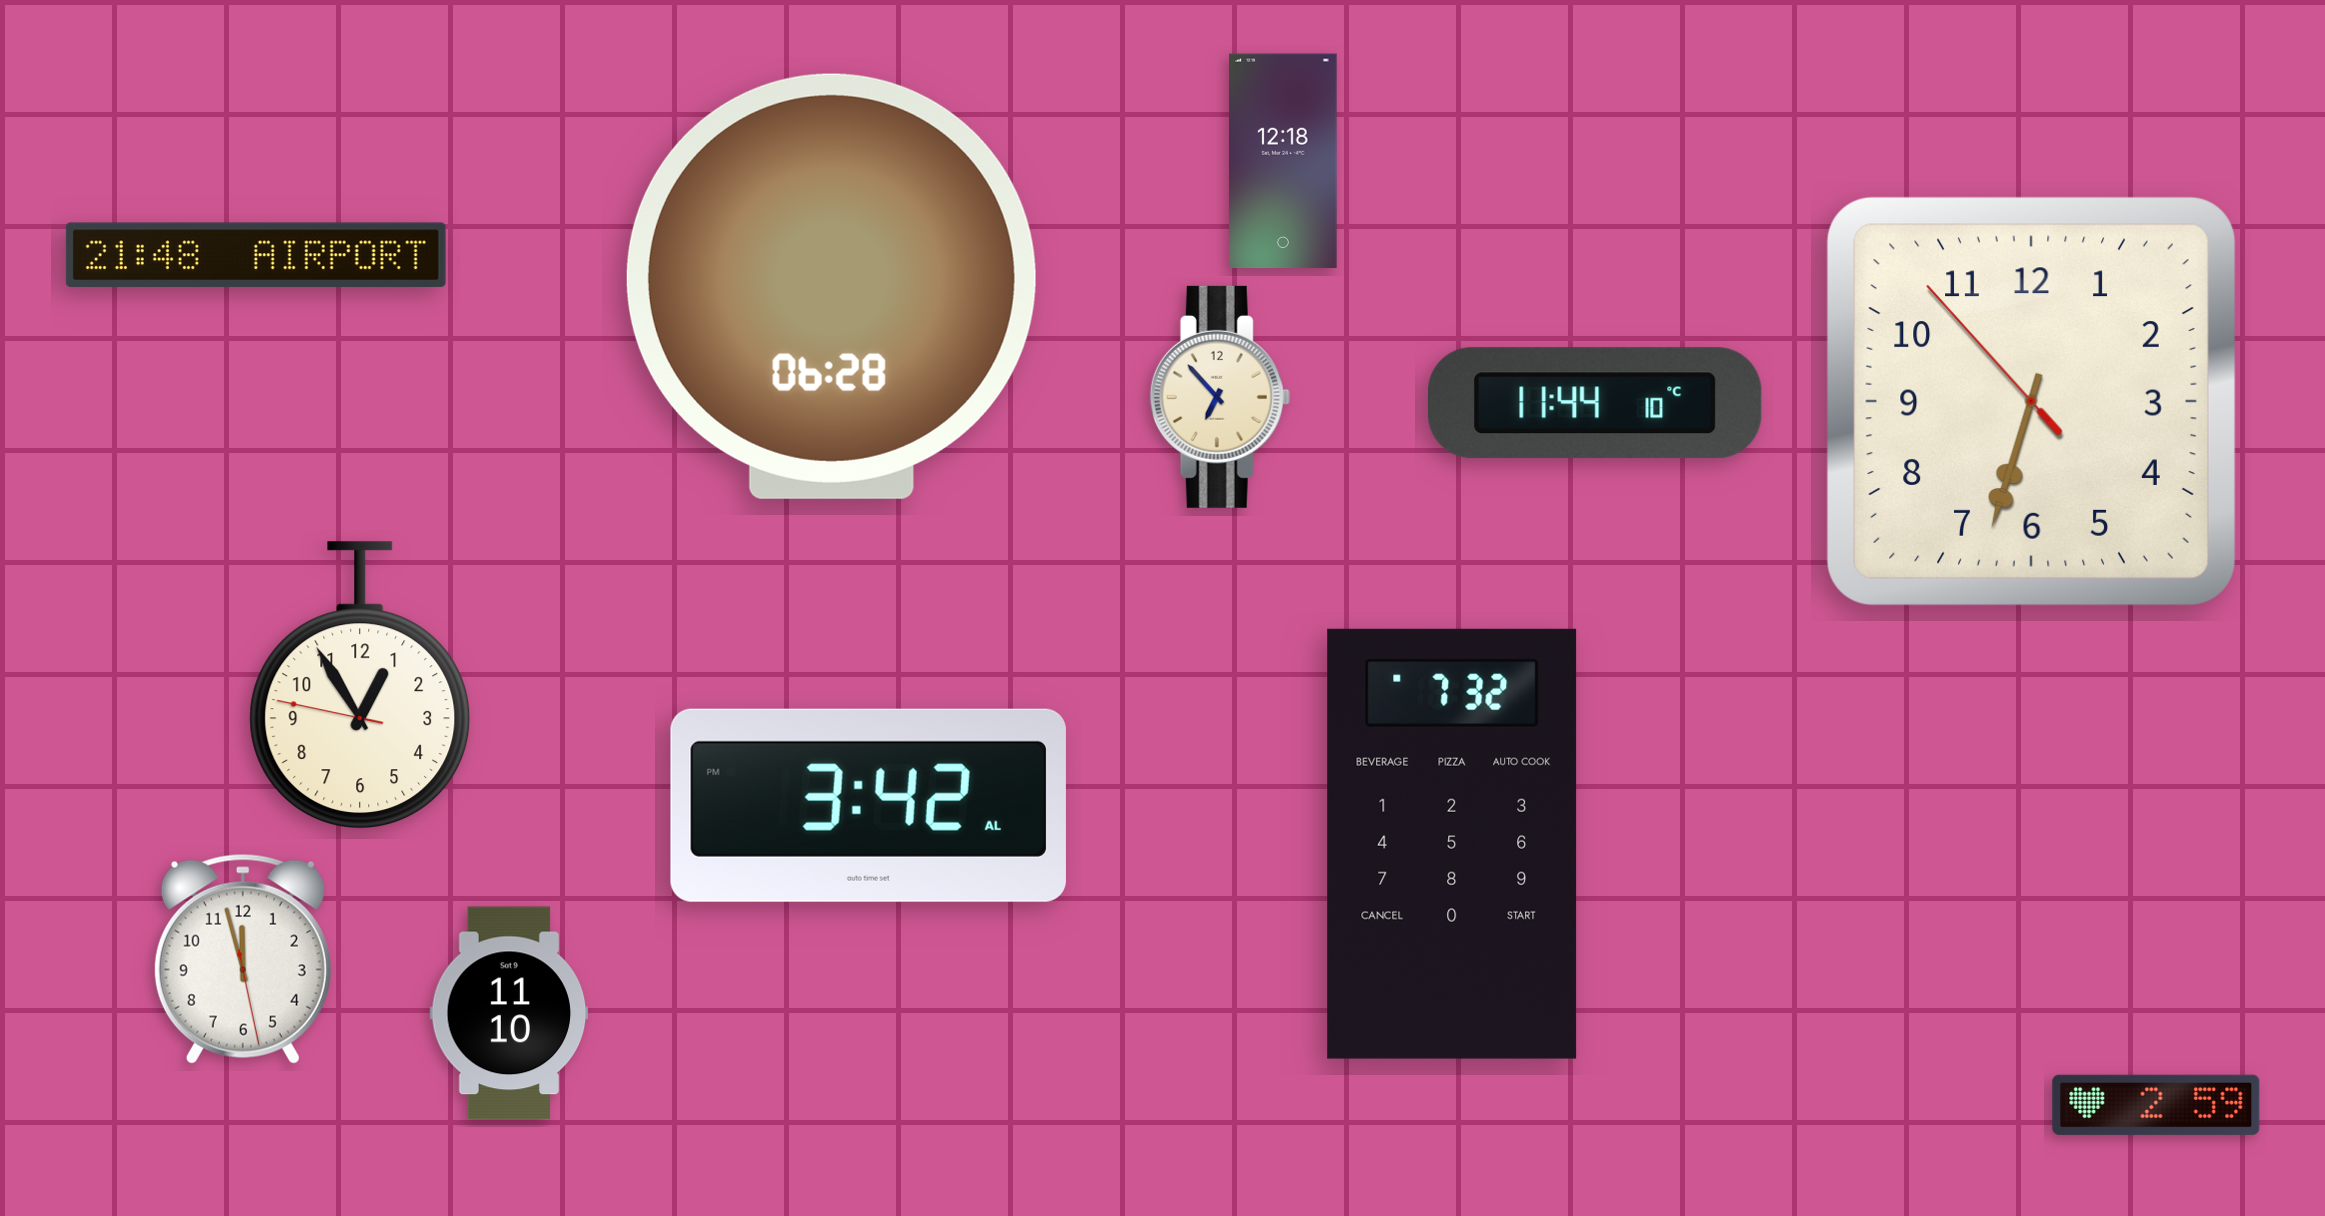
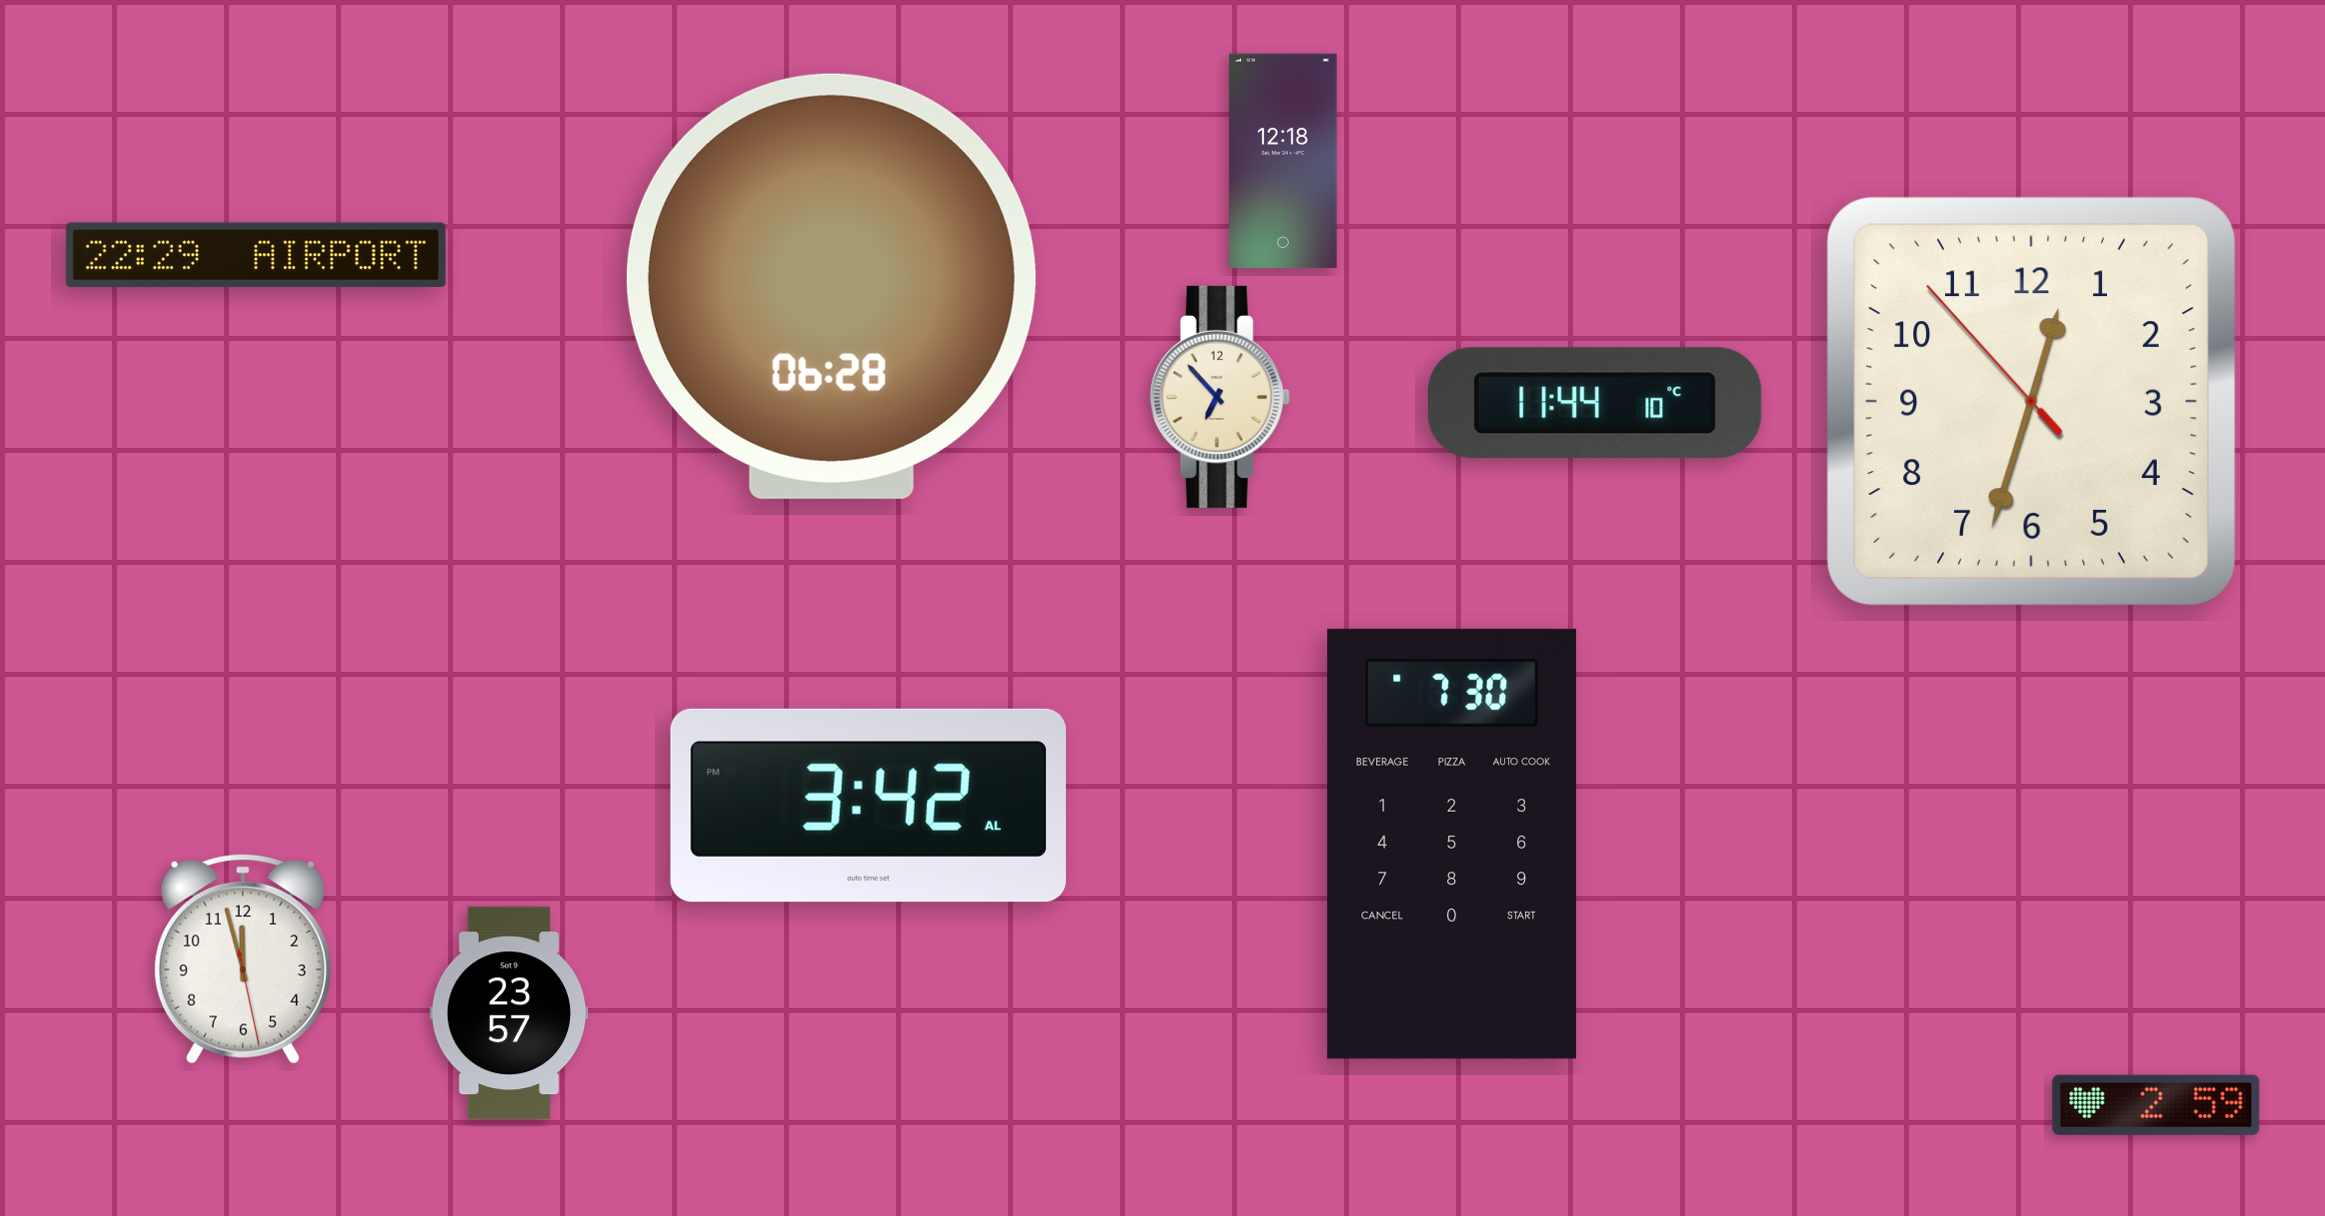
clock at (256, 255): 21:48 -> 22:29
clock at (2031, 401): 6:32 -> 12:32
clock at (360, 685): 12:54 -> none
clock at (1452, 844): 7:32 -> 7:30
clock at (509, 1013): 11:10 -> 23:57
